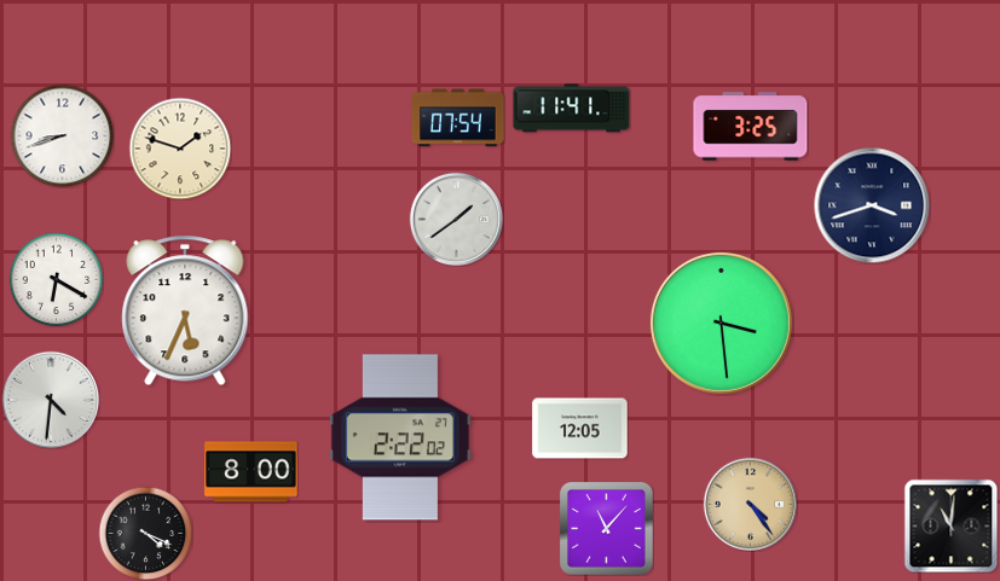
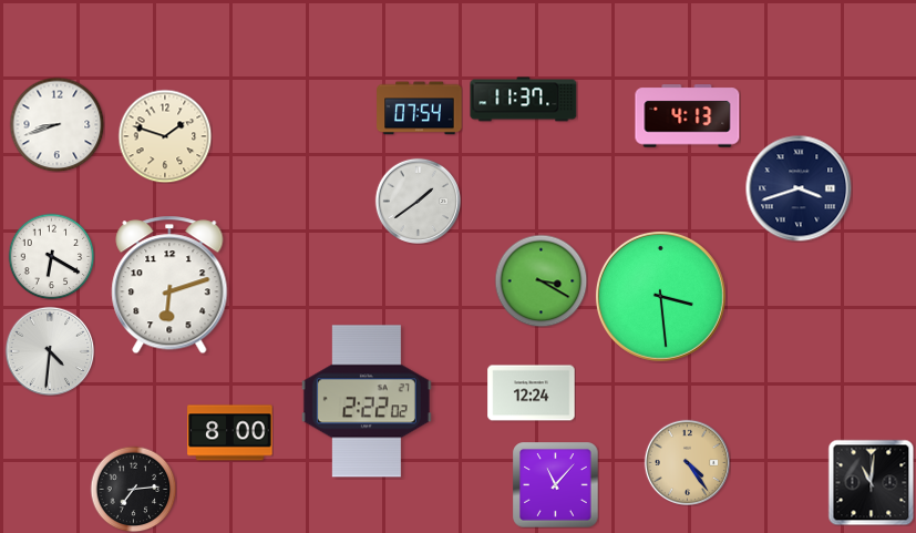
clock at (572, 109): 11:41 -> 11:37
clock at (751, 127): 3:25 -> 4:13
clock at (541, 280): none -> 3:20
clock at (185, 310): 5:34 -> 6:12
clock at (51, 400) position: (51, 400) -> (50, 351)
clock at (580, 429): 12:05 -> 12:24
clock at (145, 533): 4:19 -> 7:14
